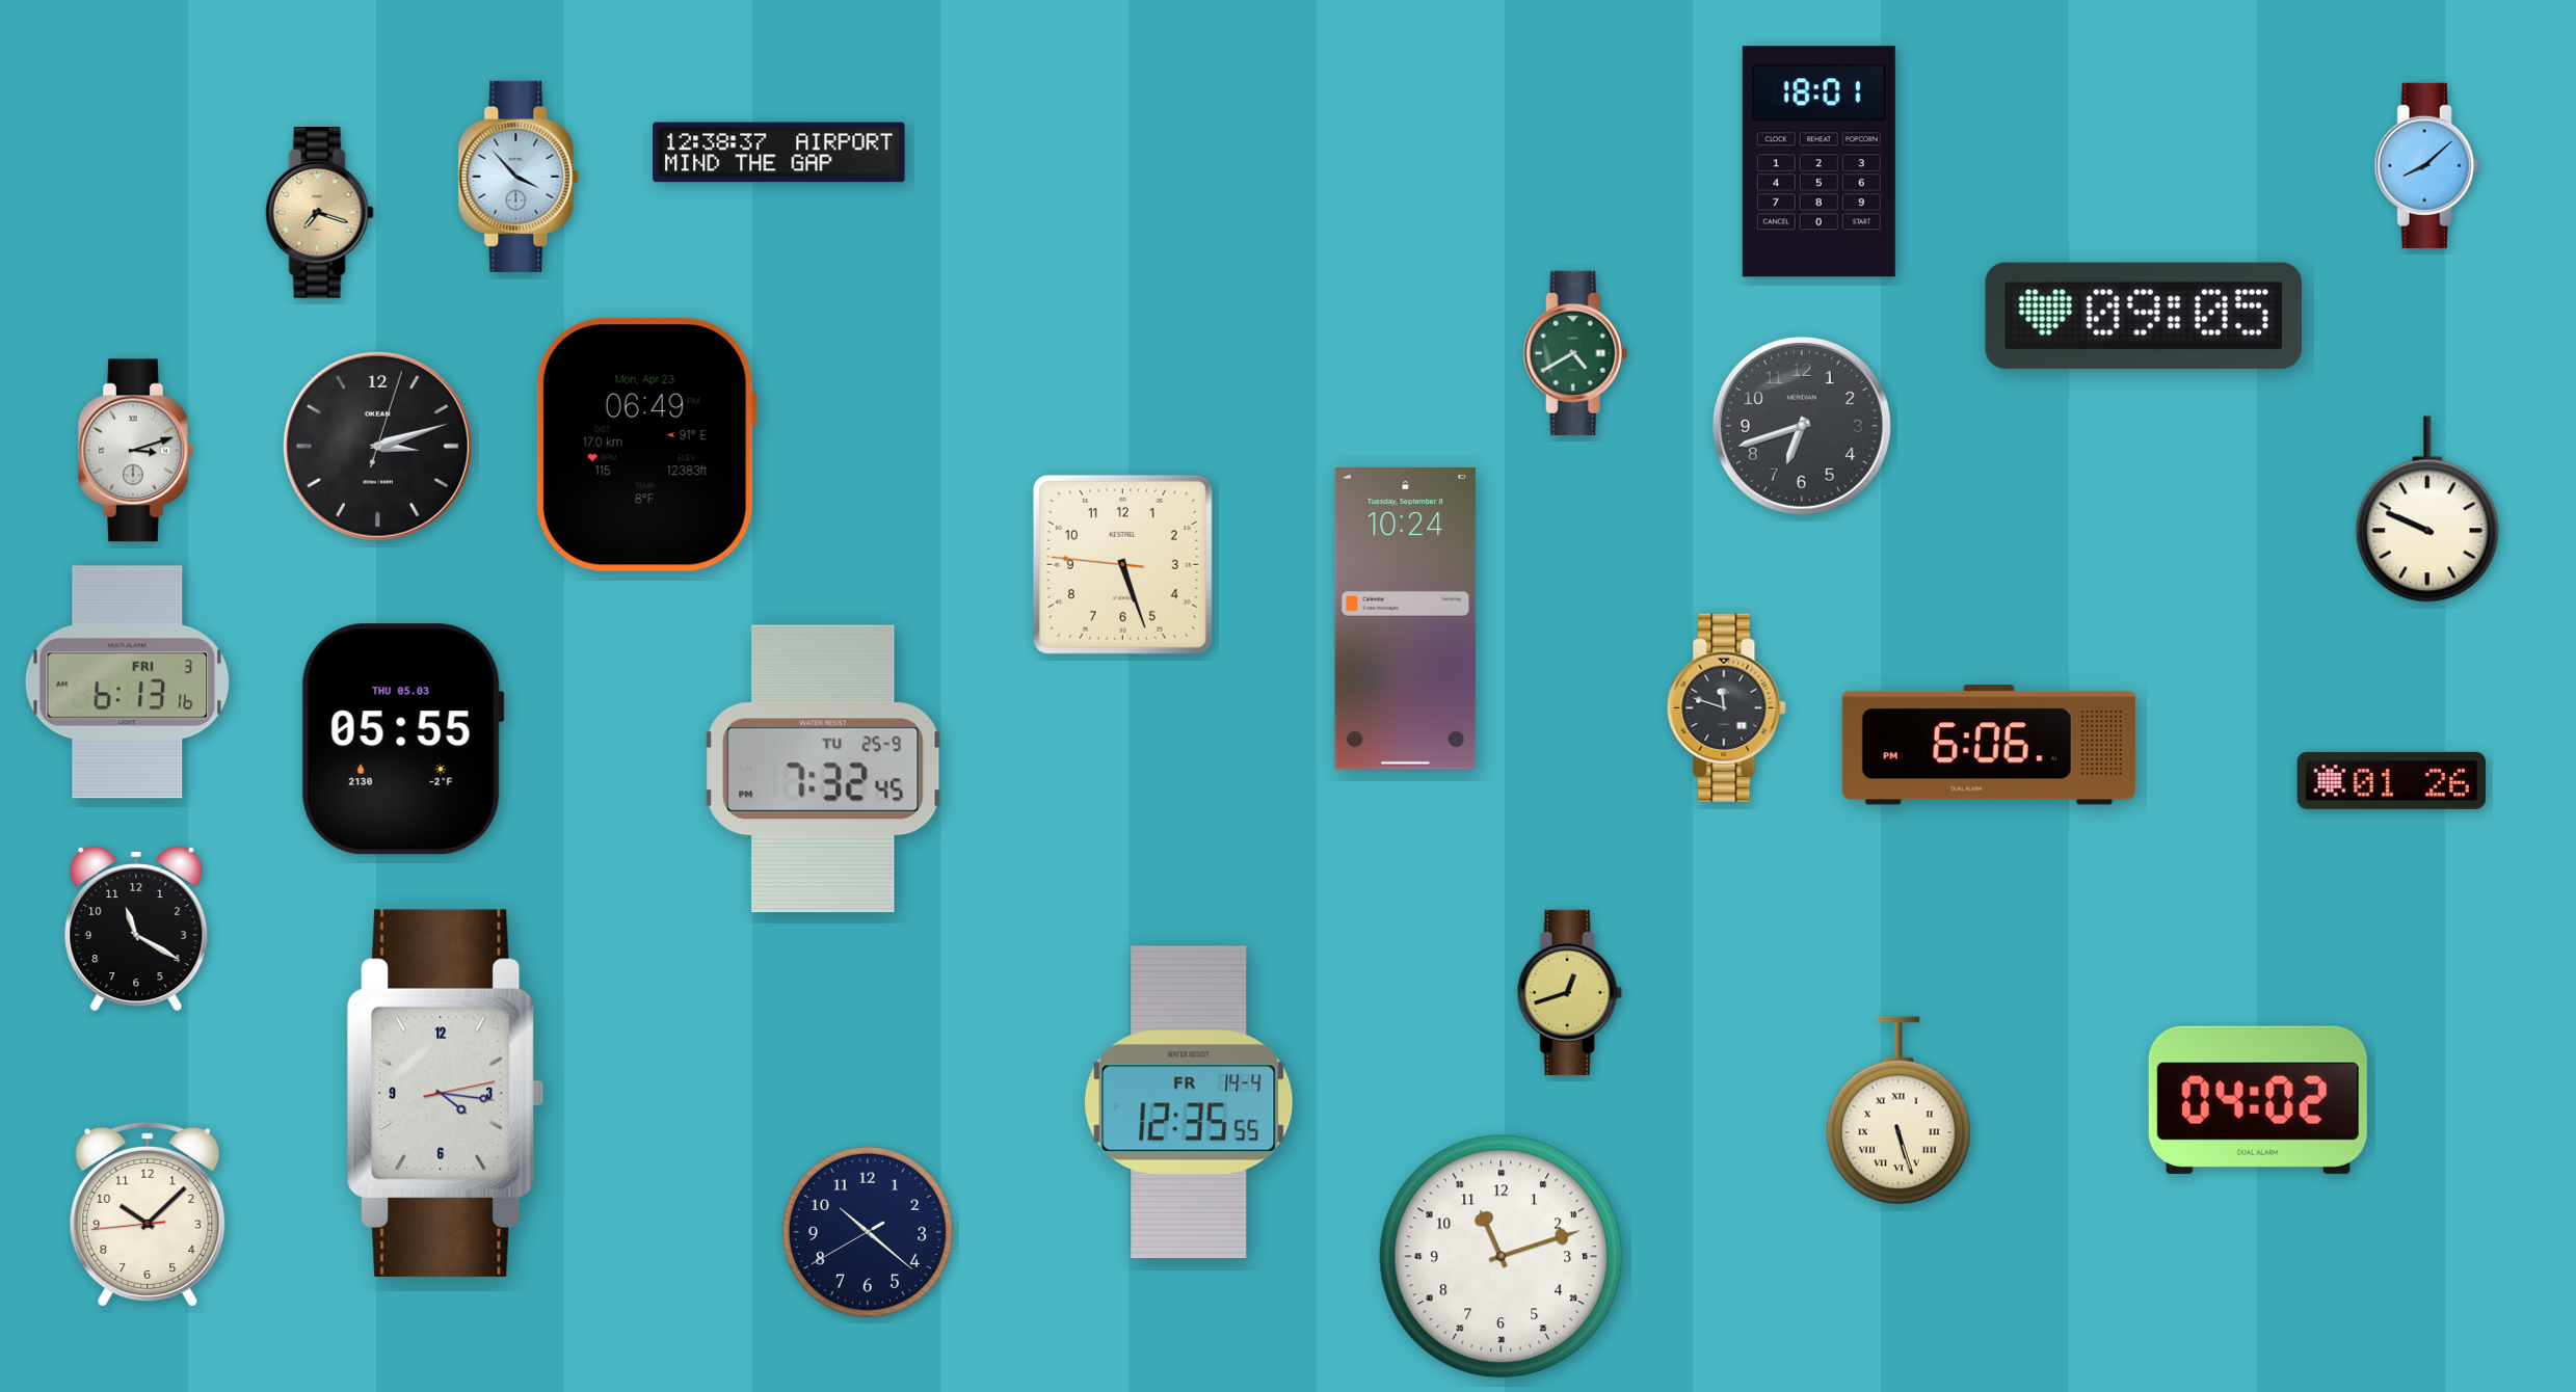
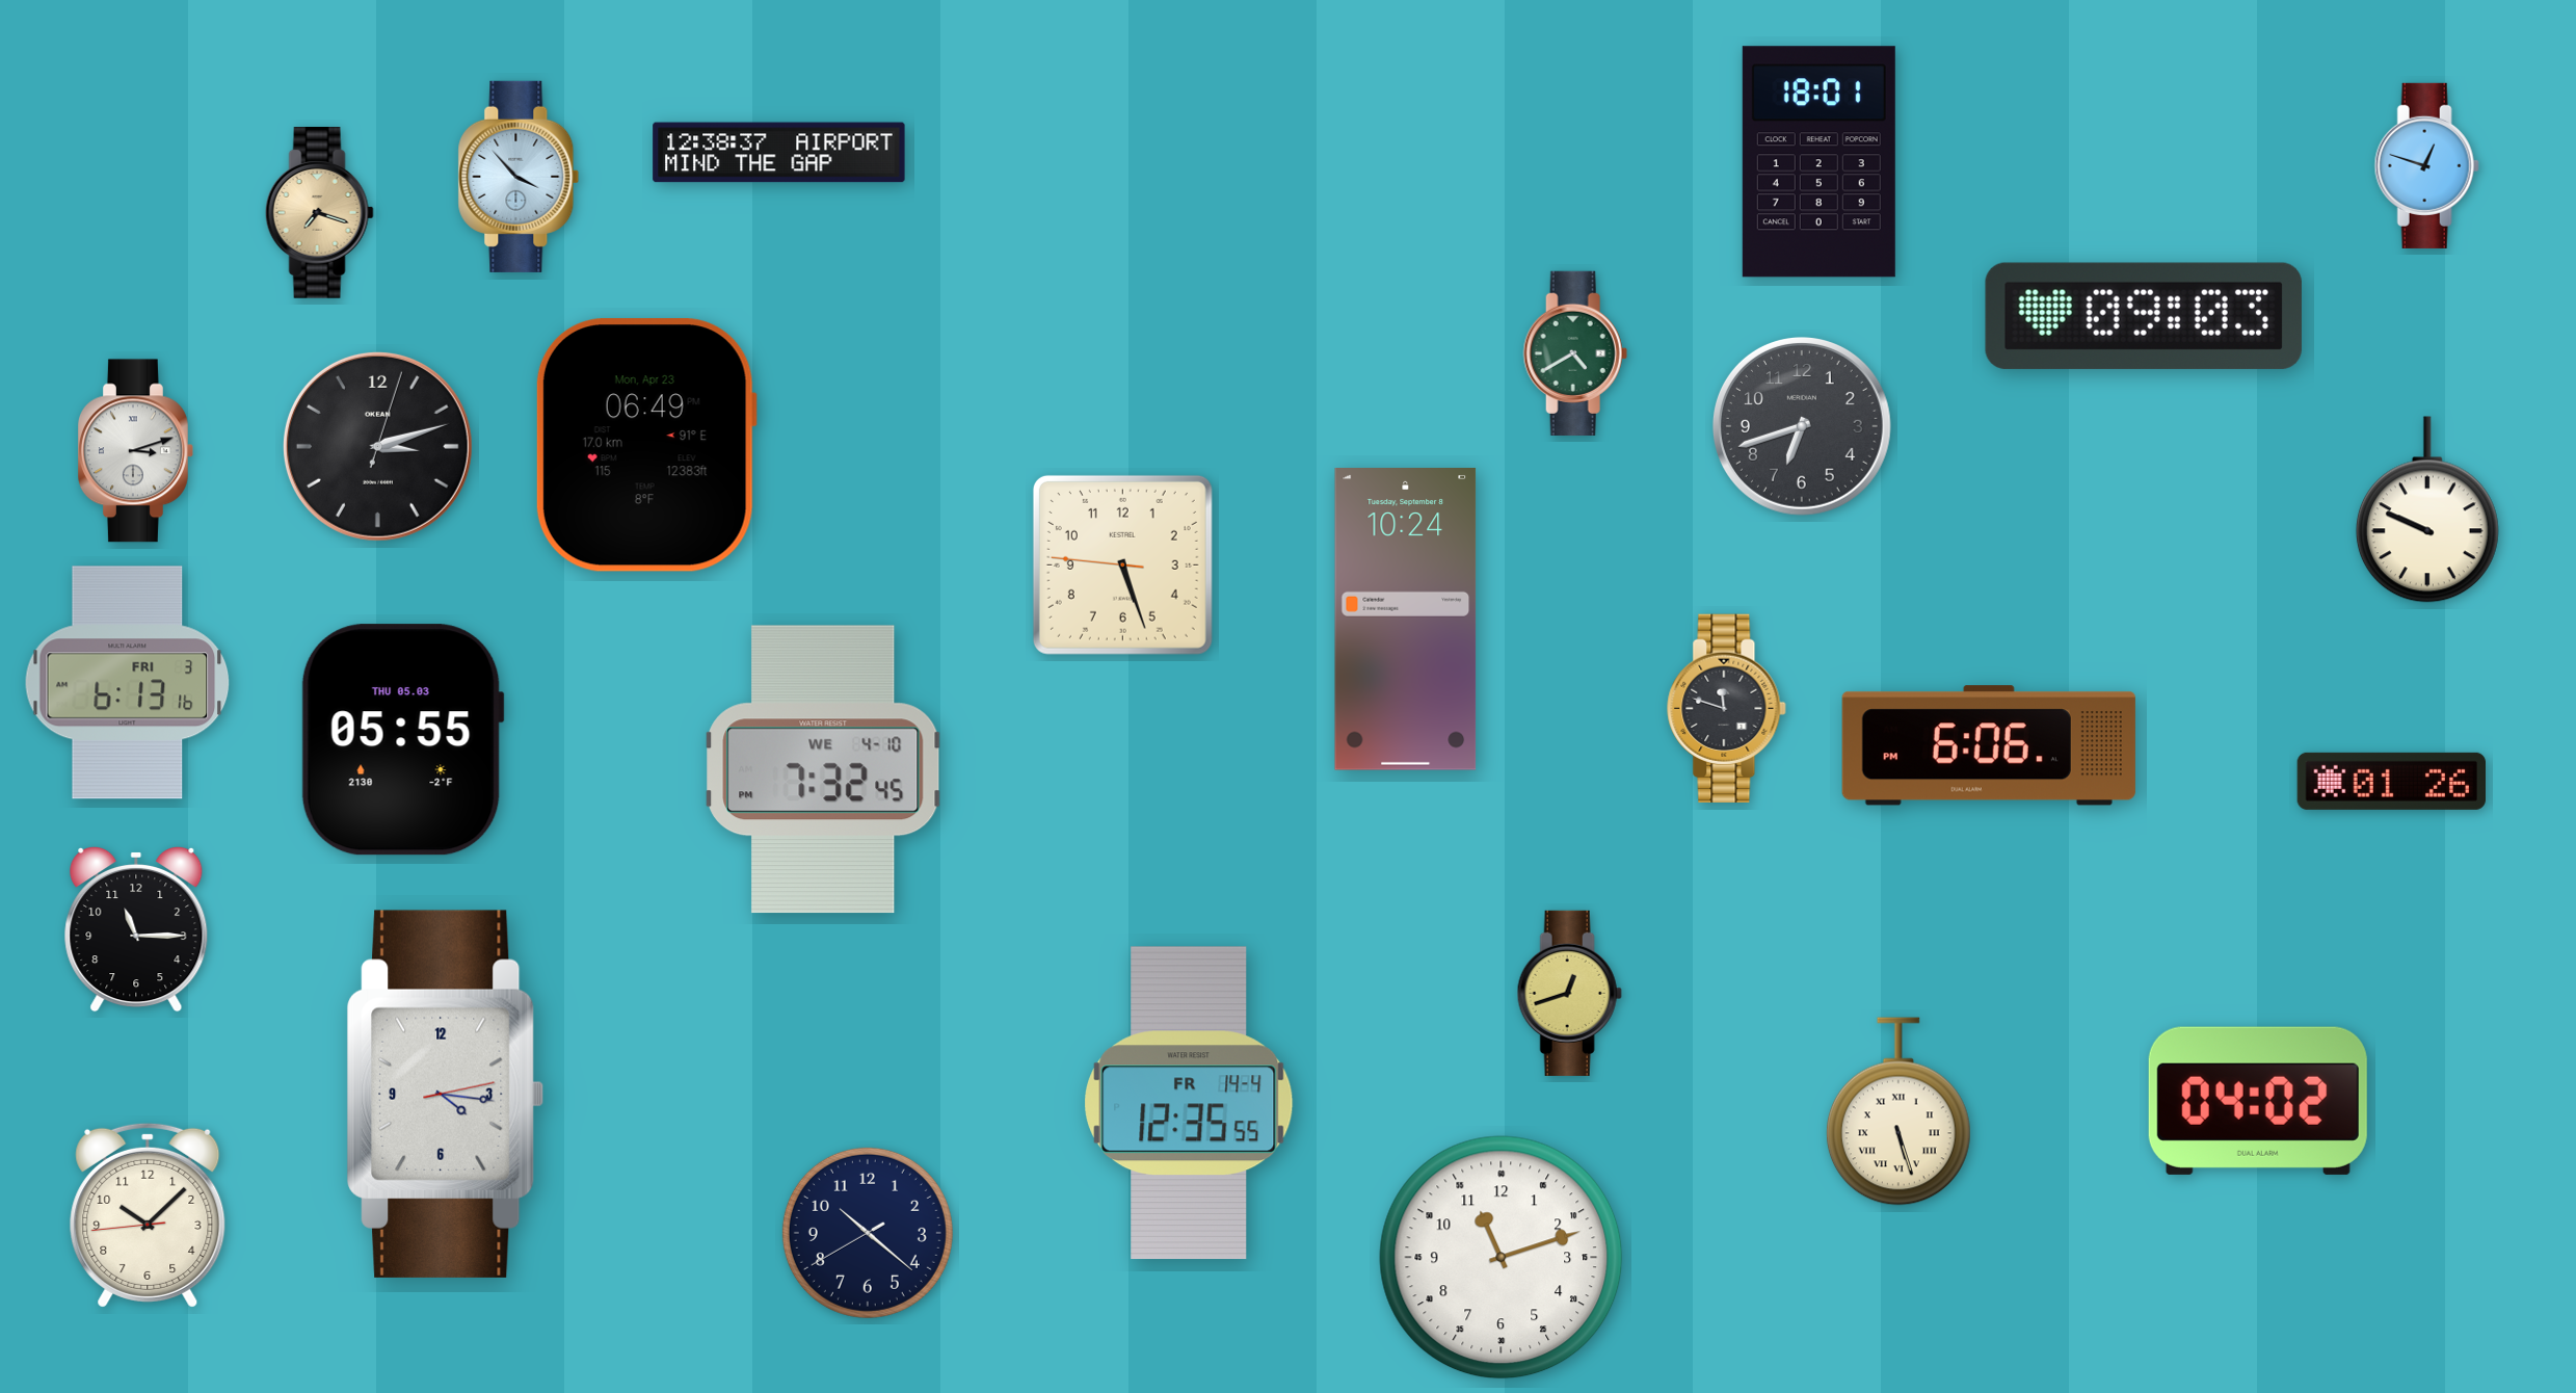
clock at (2426, 165): 8:08 -> 12:48
clock at (2144, 316): 09:05 -> 09:03
clock at (823, 769) date: TU 25-9 -> WE 4-10
clock at (136, 929): 11:20 -> 11:15
